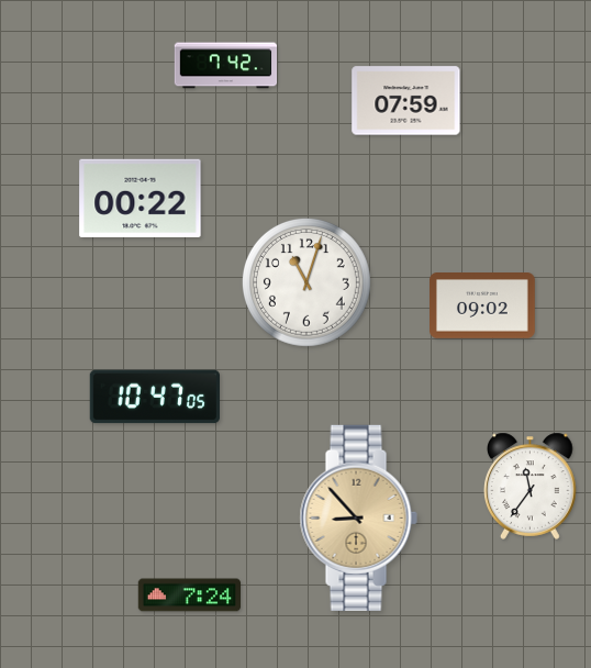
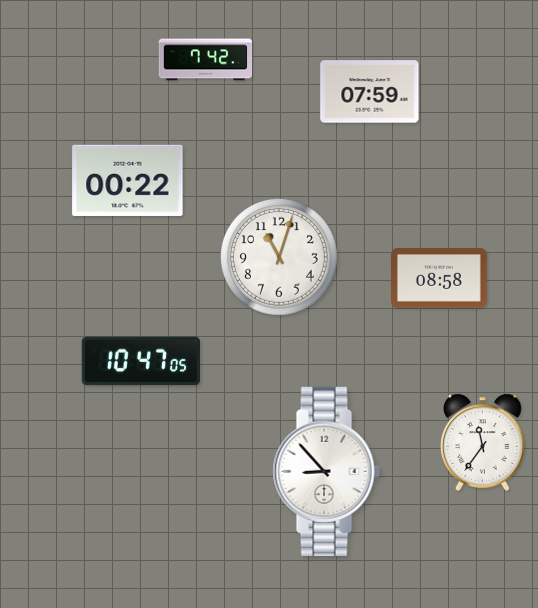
clock at (483, 307): 09:02 -> 08:58
clock at (358, 517) dial: champagne -> white
clock at (189, 595): 7:24 -> none
